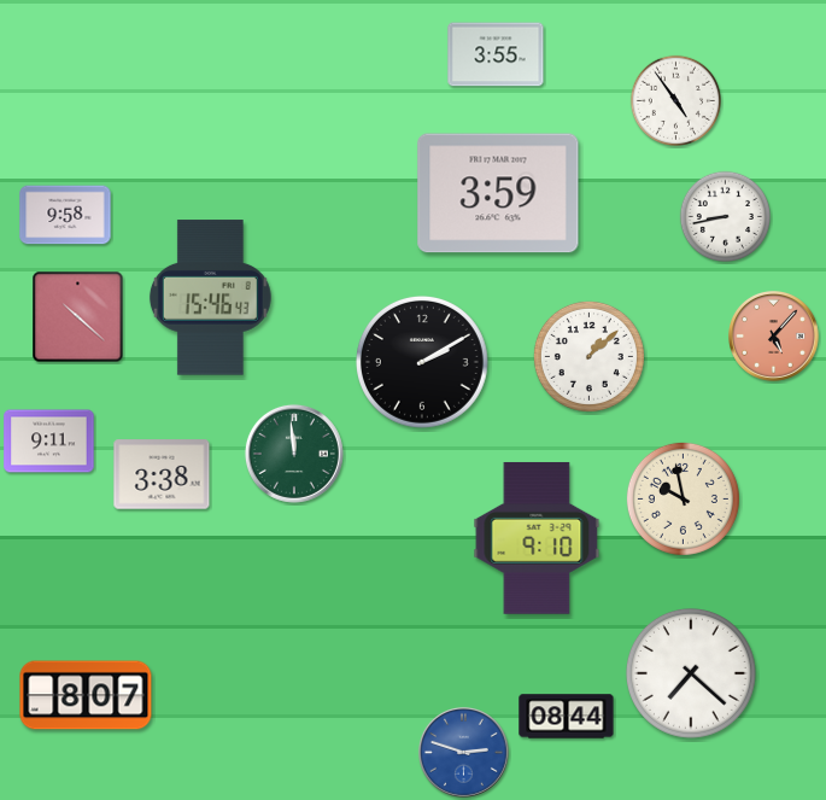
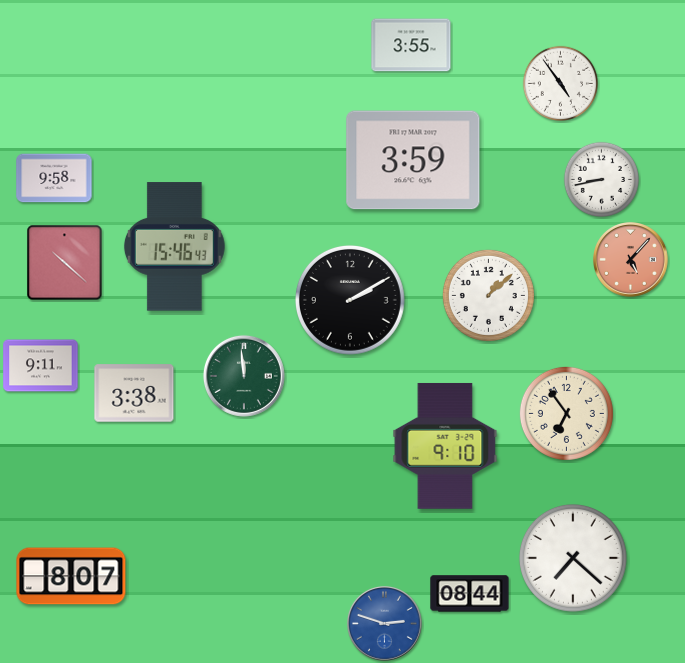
clock at (774, 337) position: (774, 337) -> (631, 260)
clock at (683, 498): 9:58 -> 6:54
